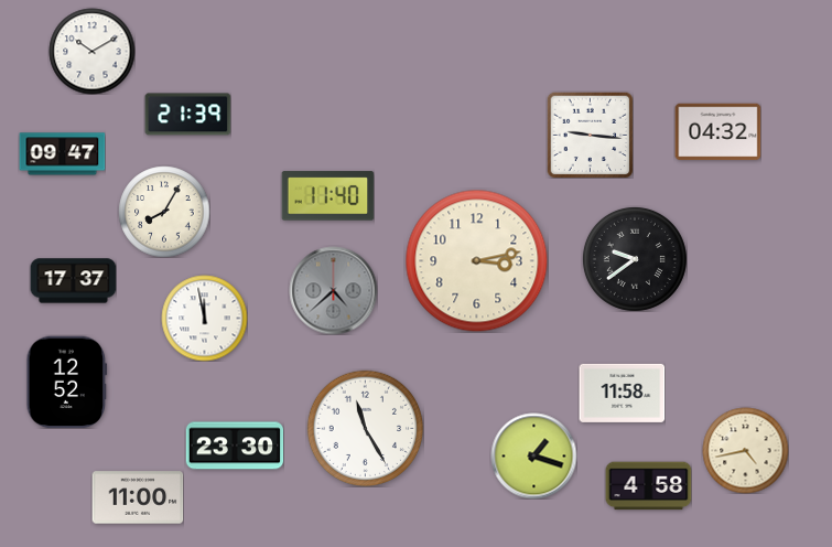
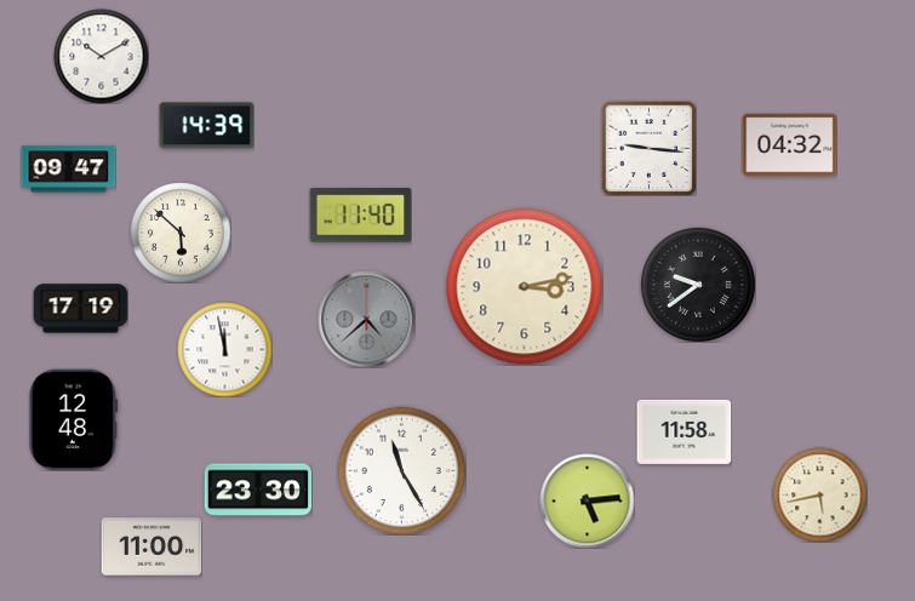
clock at (187, 115): 21:39 -> 14:39
clock at (164, 212): 8:05 -> 5:52
clock at (73, 281): 17:37 -> 17:19
clock at (67, 382): 12:52 -> 12:48
clock at (745, 450): 4:43 -> 5:43
clock at (533, 455): 1:18 -> 5:14
clock at (648, 486): 4:58 -> none
